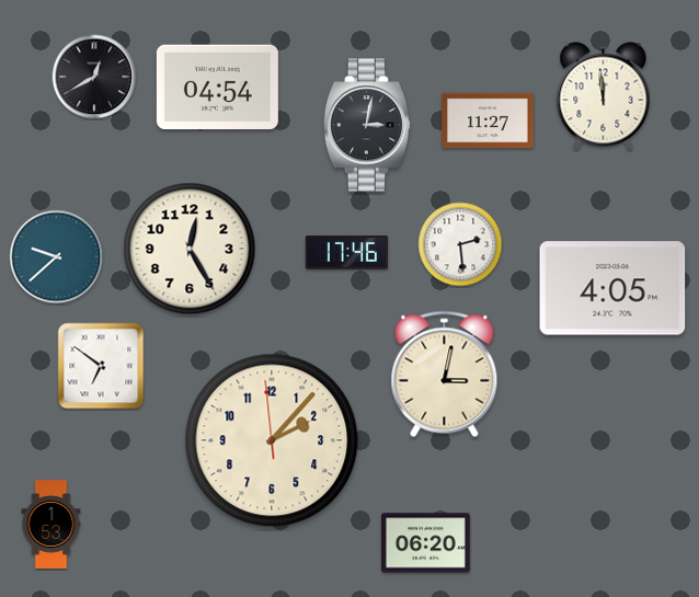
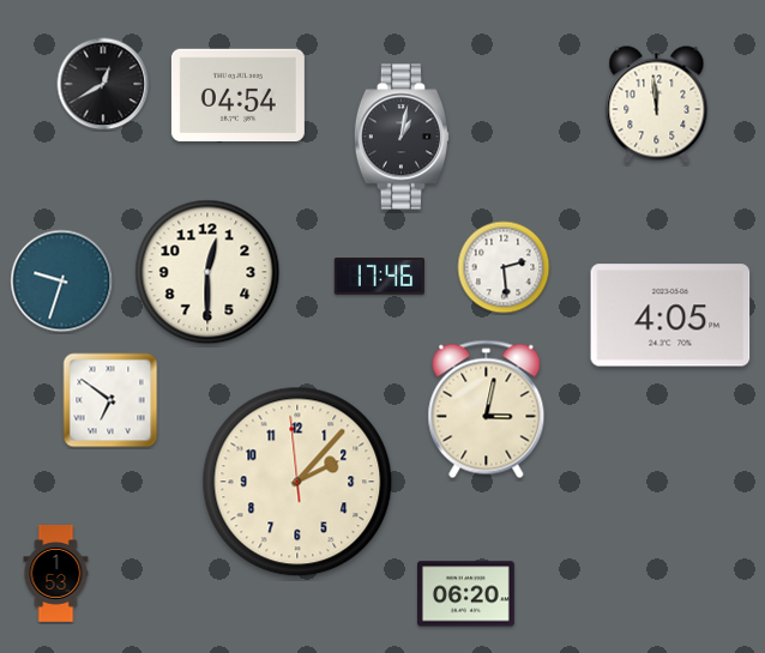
clock at (604, 96) position: (604, 96) -> (657, 105)
clock at (488, 120): 11:27 -> none
clock at (366, 125): 3:02 -> 1:02
clock at (190, 249): 12:25 -> 12:30
clock at (57, 257): 9:38 -> 9:33
